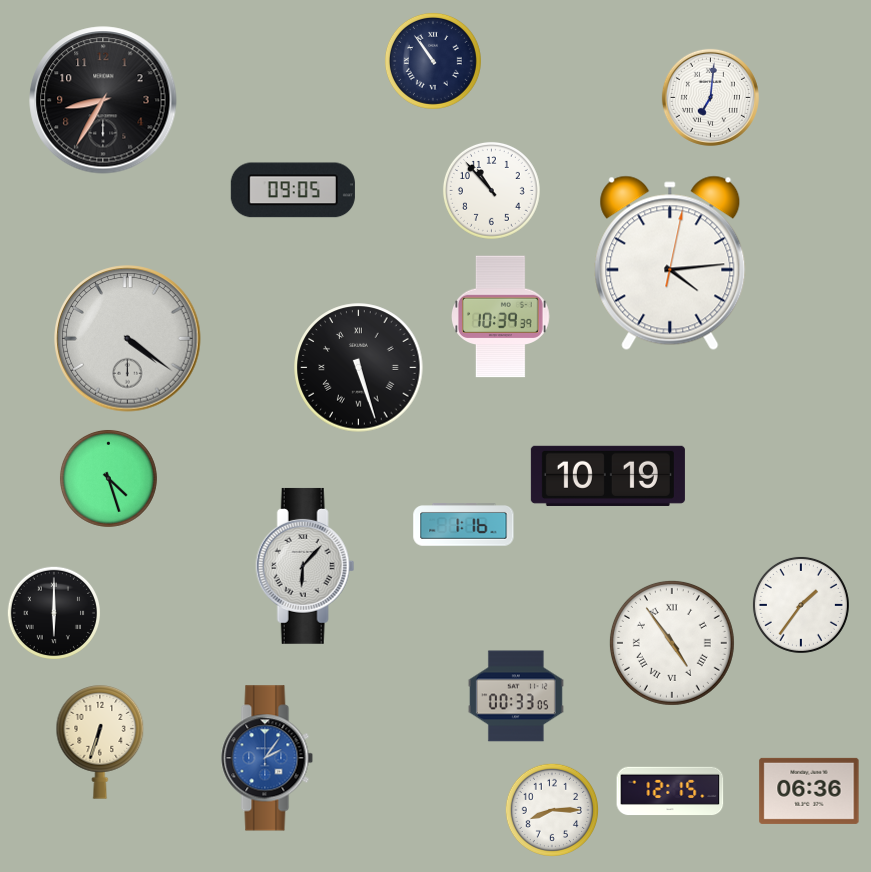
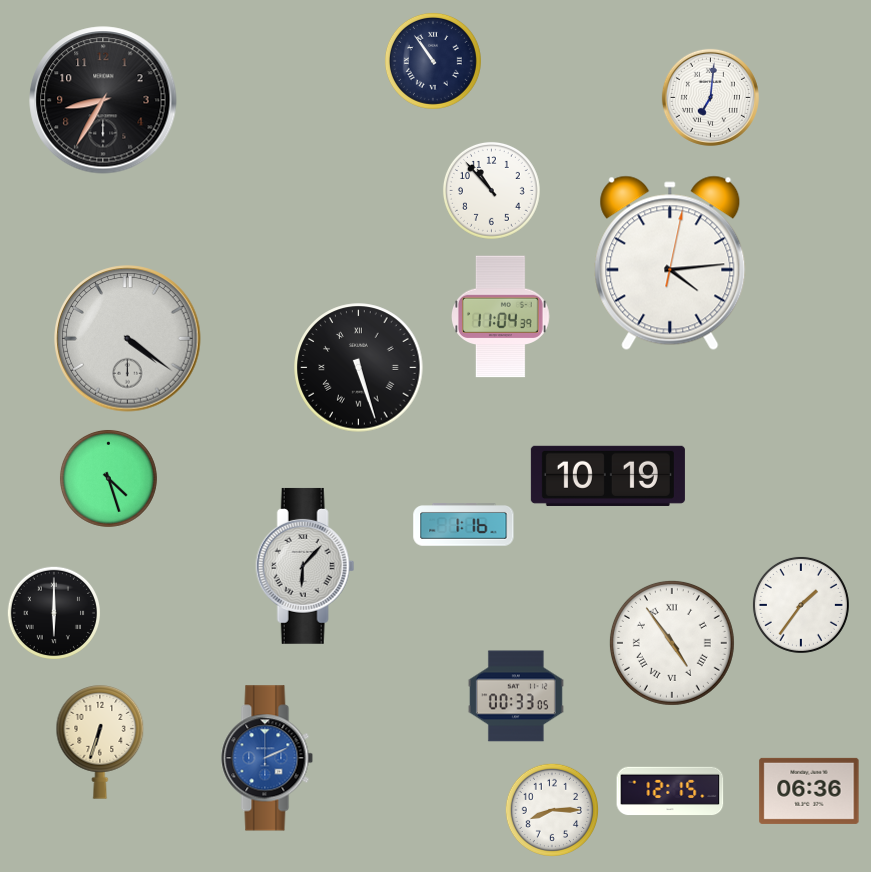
clock at (293, 190): 09:05 -> none
clock at (501, 317): 10:39 -> 11:04
clock at (267, 758): 2:06 -> 2:11
